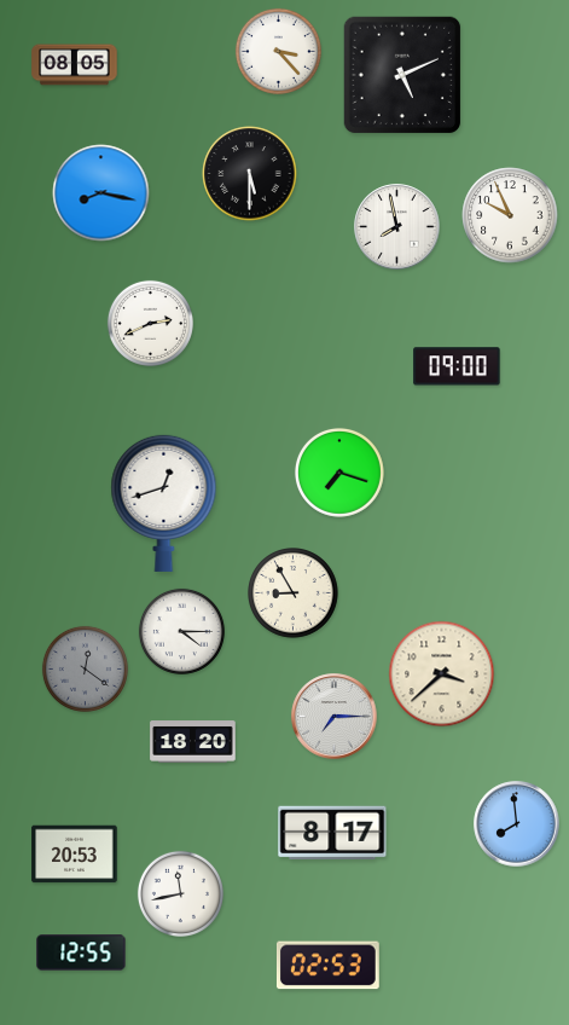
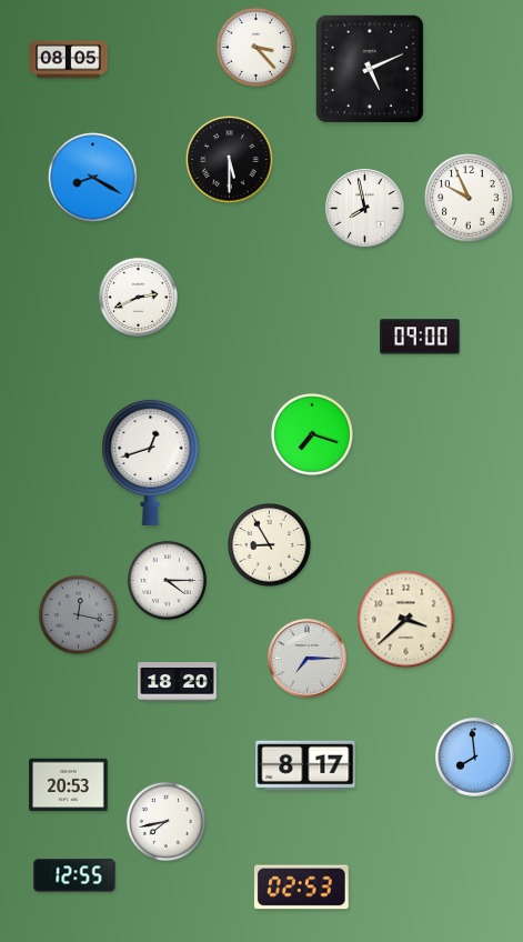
clock at (101, 193): 8:17 -> 8:20
clock at (85, 668): 12:21 -> 12:17
clock at (180, 893): 11:43 -> 7:43
